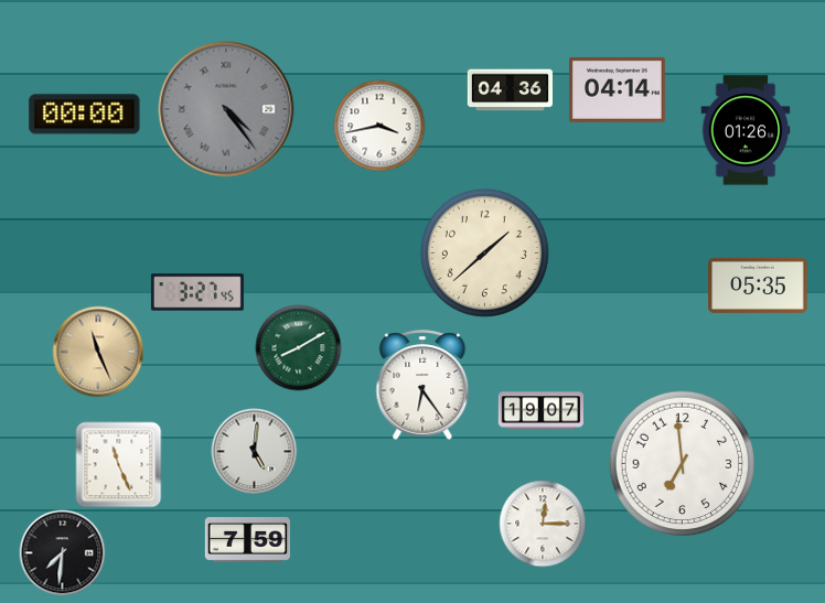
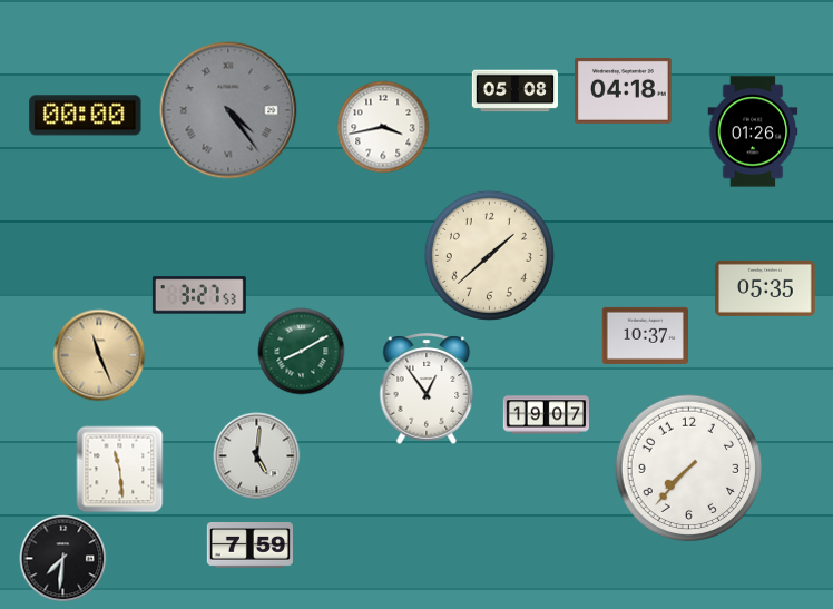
clock at (618, 89): 04:14 -> 04:18
clock at (510, 90): 04:36 -> 05:08
clock at (197, 292): 3:27:45 -> 3:27:53
clock at (645, 335): none -> 10:37
clock at (422, 385): 6:24 -> 12:54
clock at (118, 464): 11:26 -> 11:29
clock at (683, 464): 6:59 -> 7:37
clock at (543, 524): 12:15 -> none
